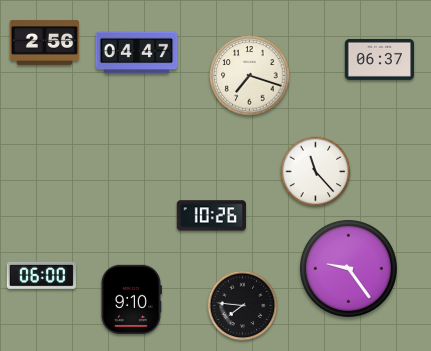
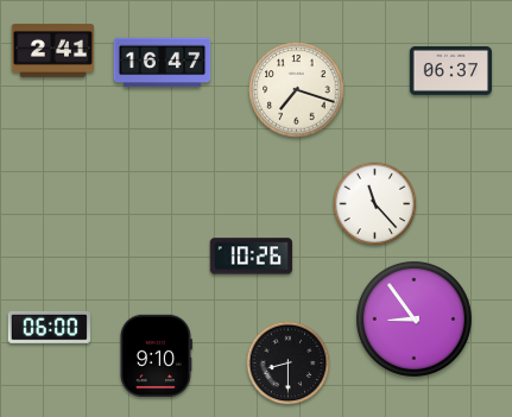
clock at (44, 43): 2:56 -> 2:41
clock at (137, 53): 04:47 -> 16:47
clock at (348, 268): 9:24 -> 8:54
clock at (243, 306): 7:46 -> 8:30
